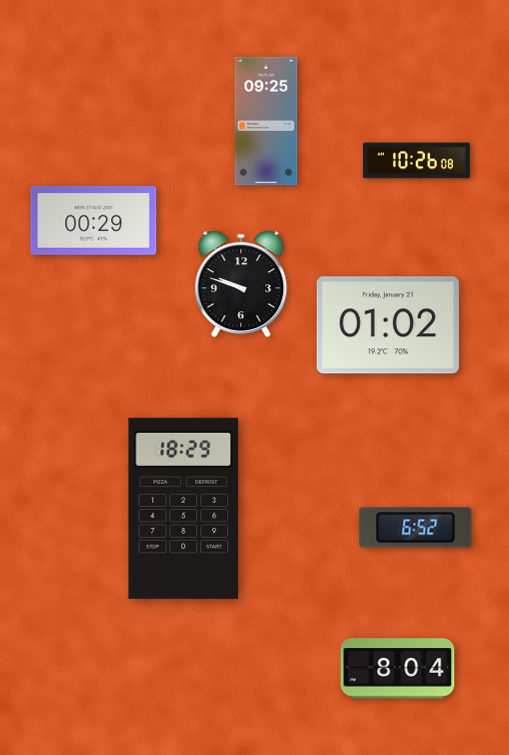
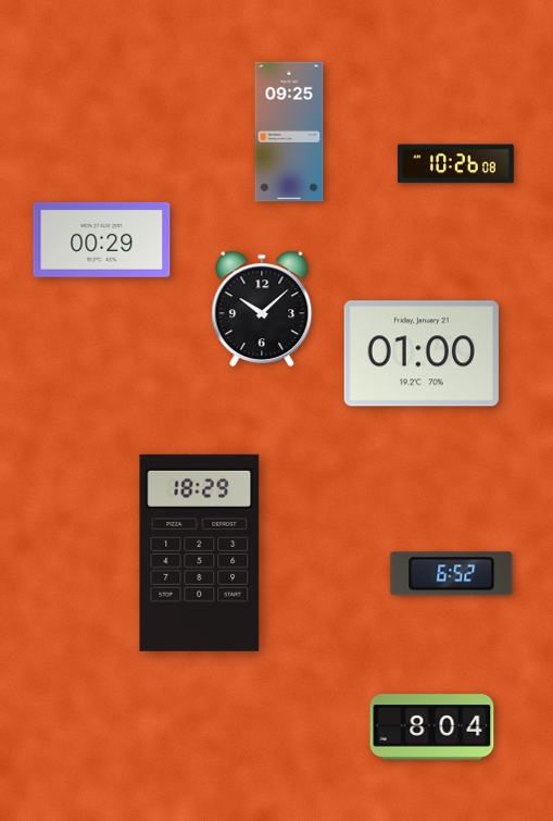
clock at (416, 161) position: (416, 161) -> (455, 164)
clock at (241, 284): 9:48 -> 10:08
clock at (388, 325): 01:02 -> 01:00
